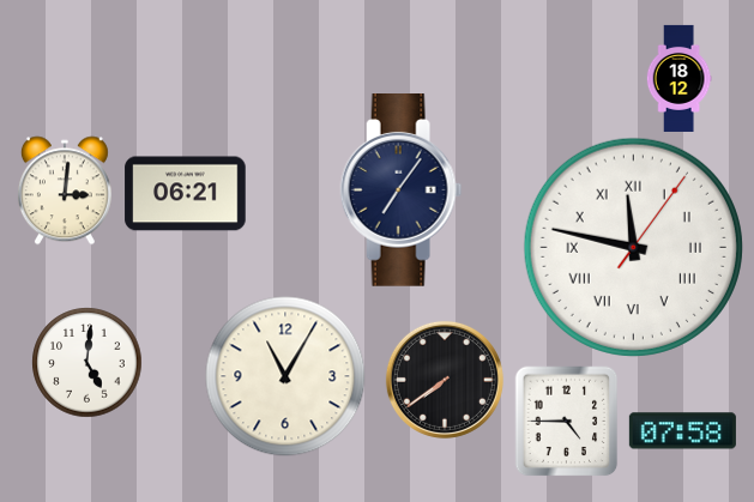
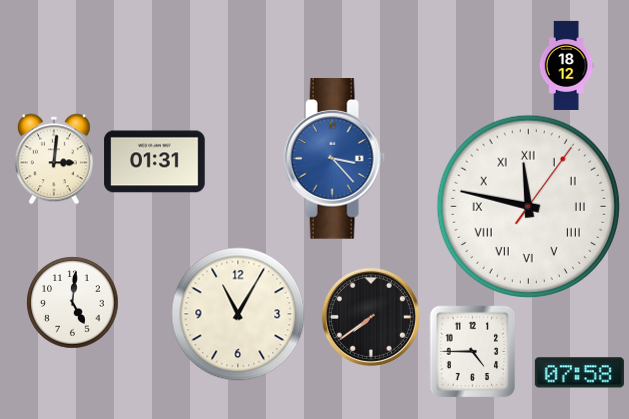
clock at (402, 190): 7:06 -> 3:23
clock at (402, 190) dial: navy -> blue
clock at (186, 194): 06:21 -> 01:31
clock at (682, 431) position: (682, 431) -> (579, 373)
